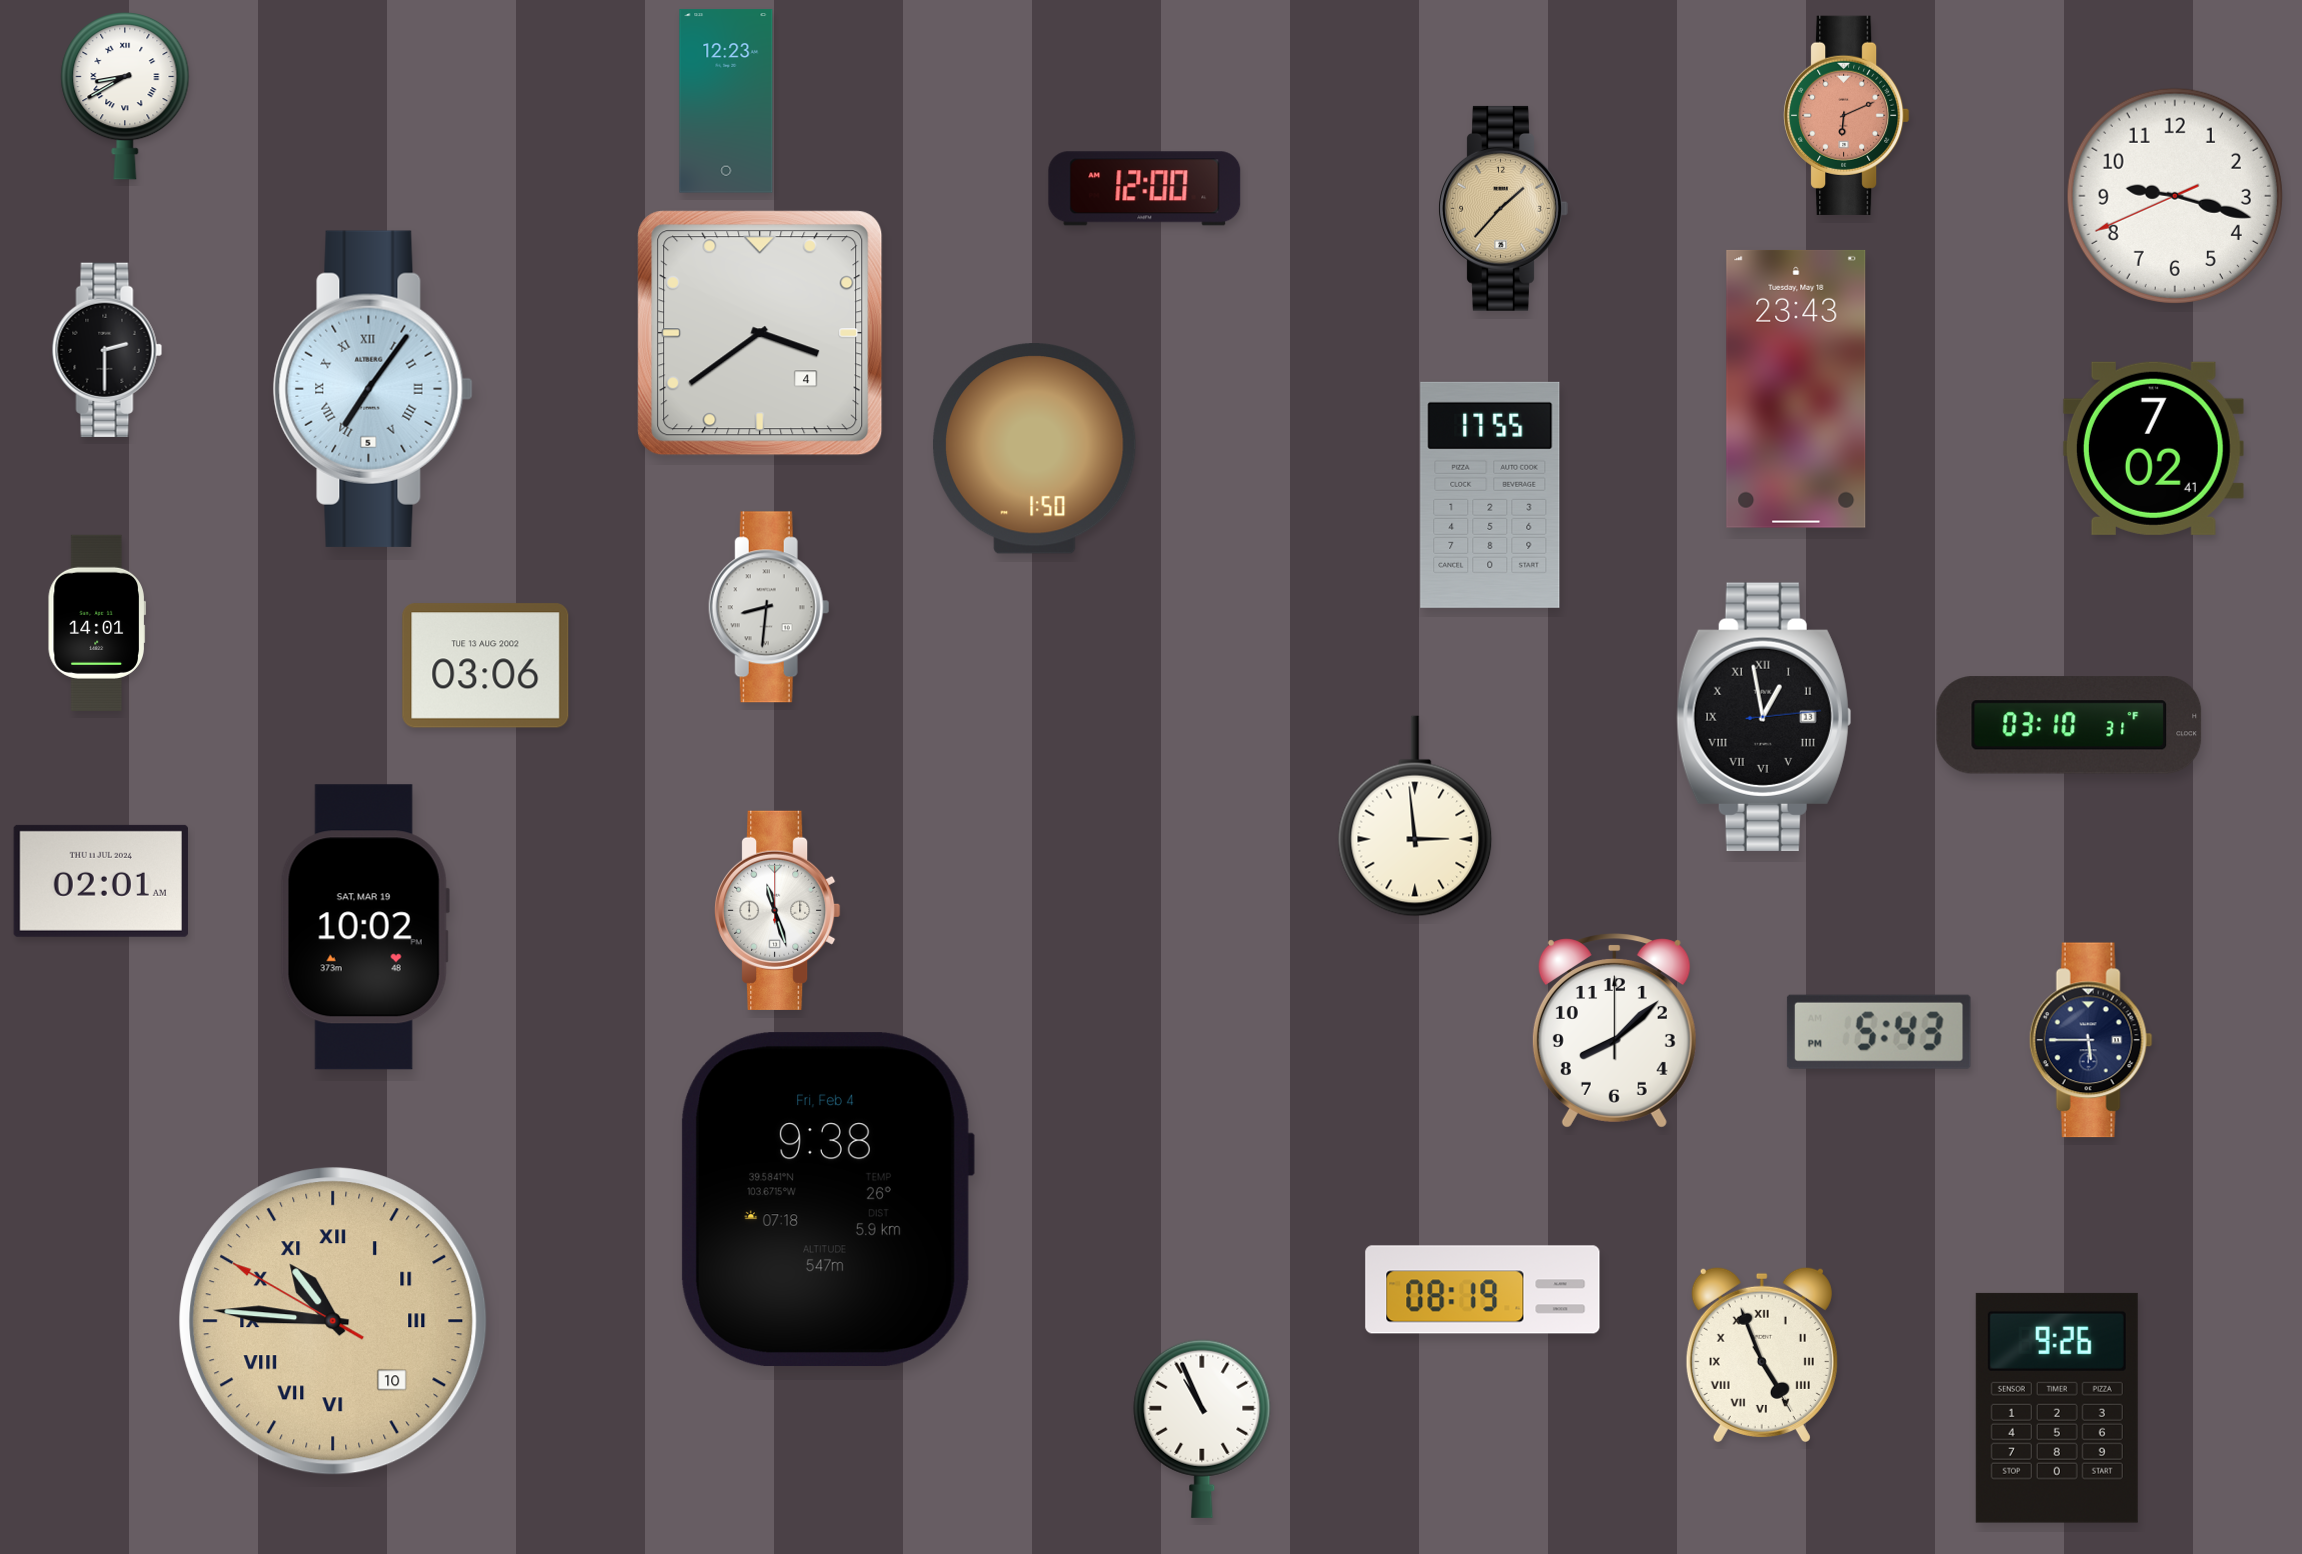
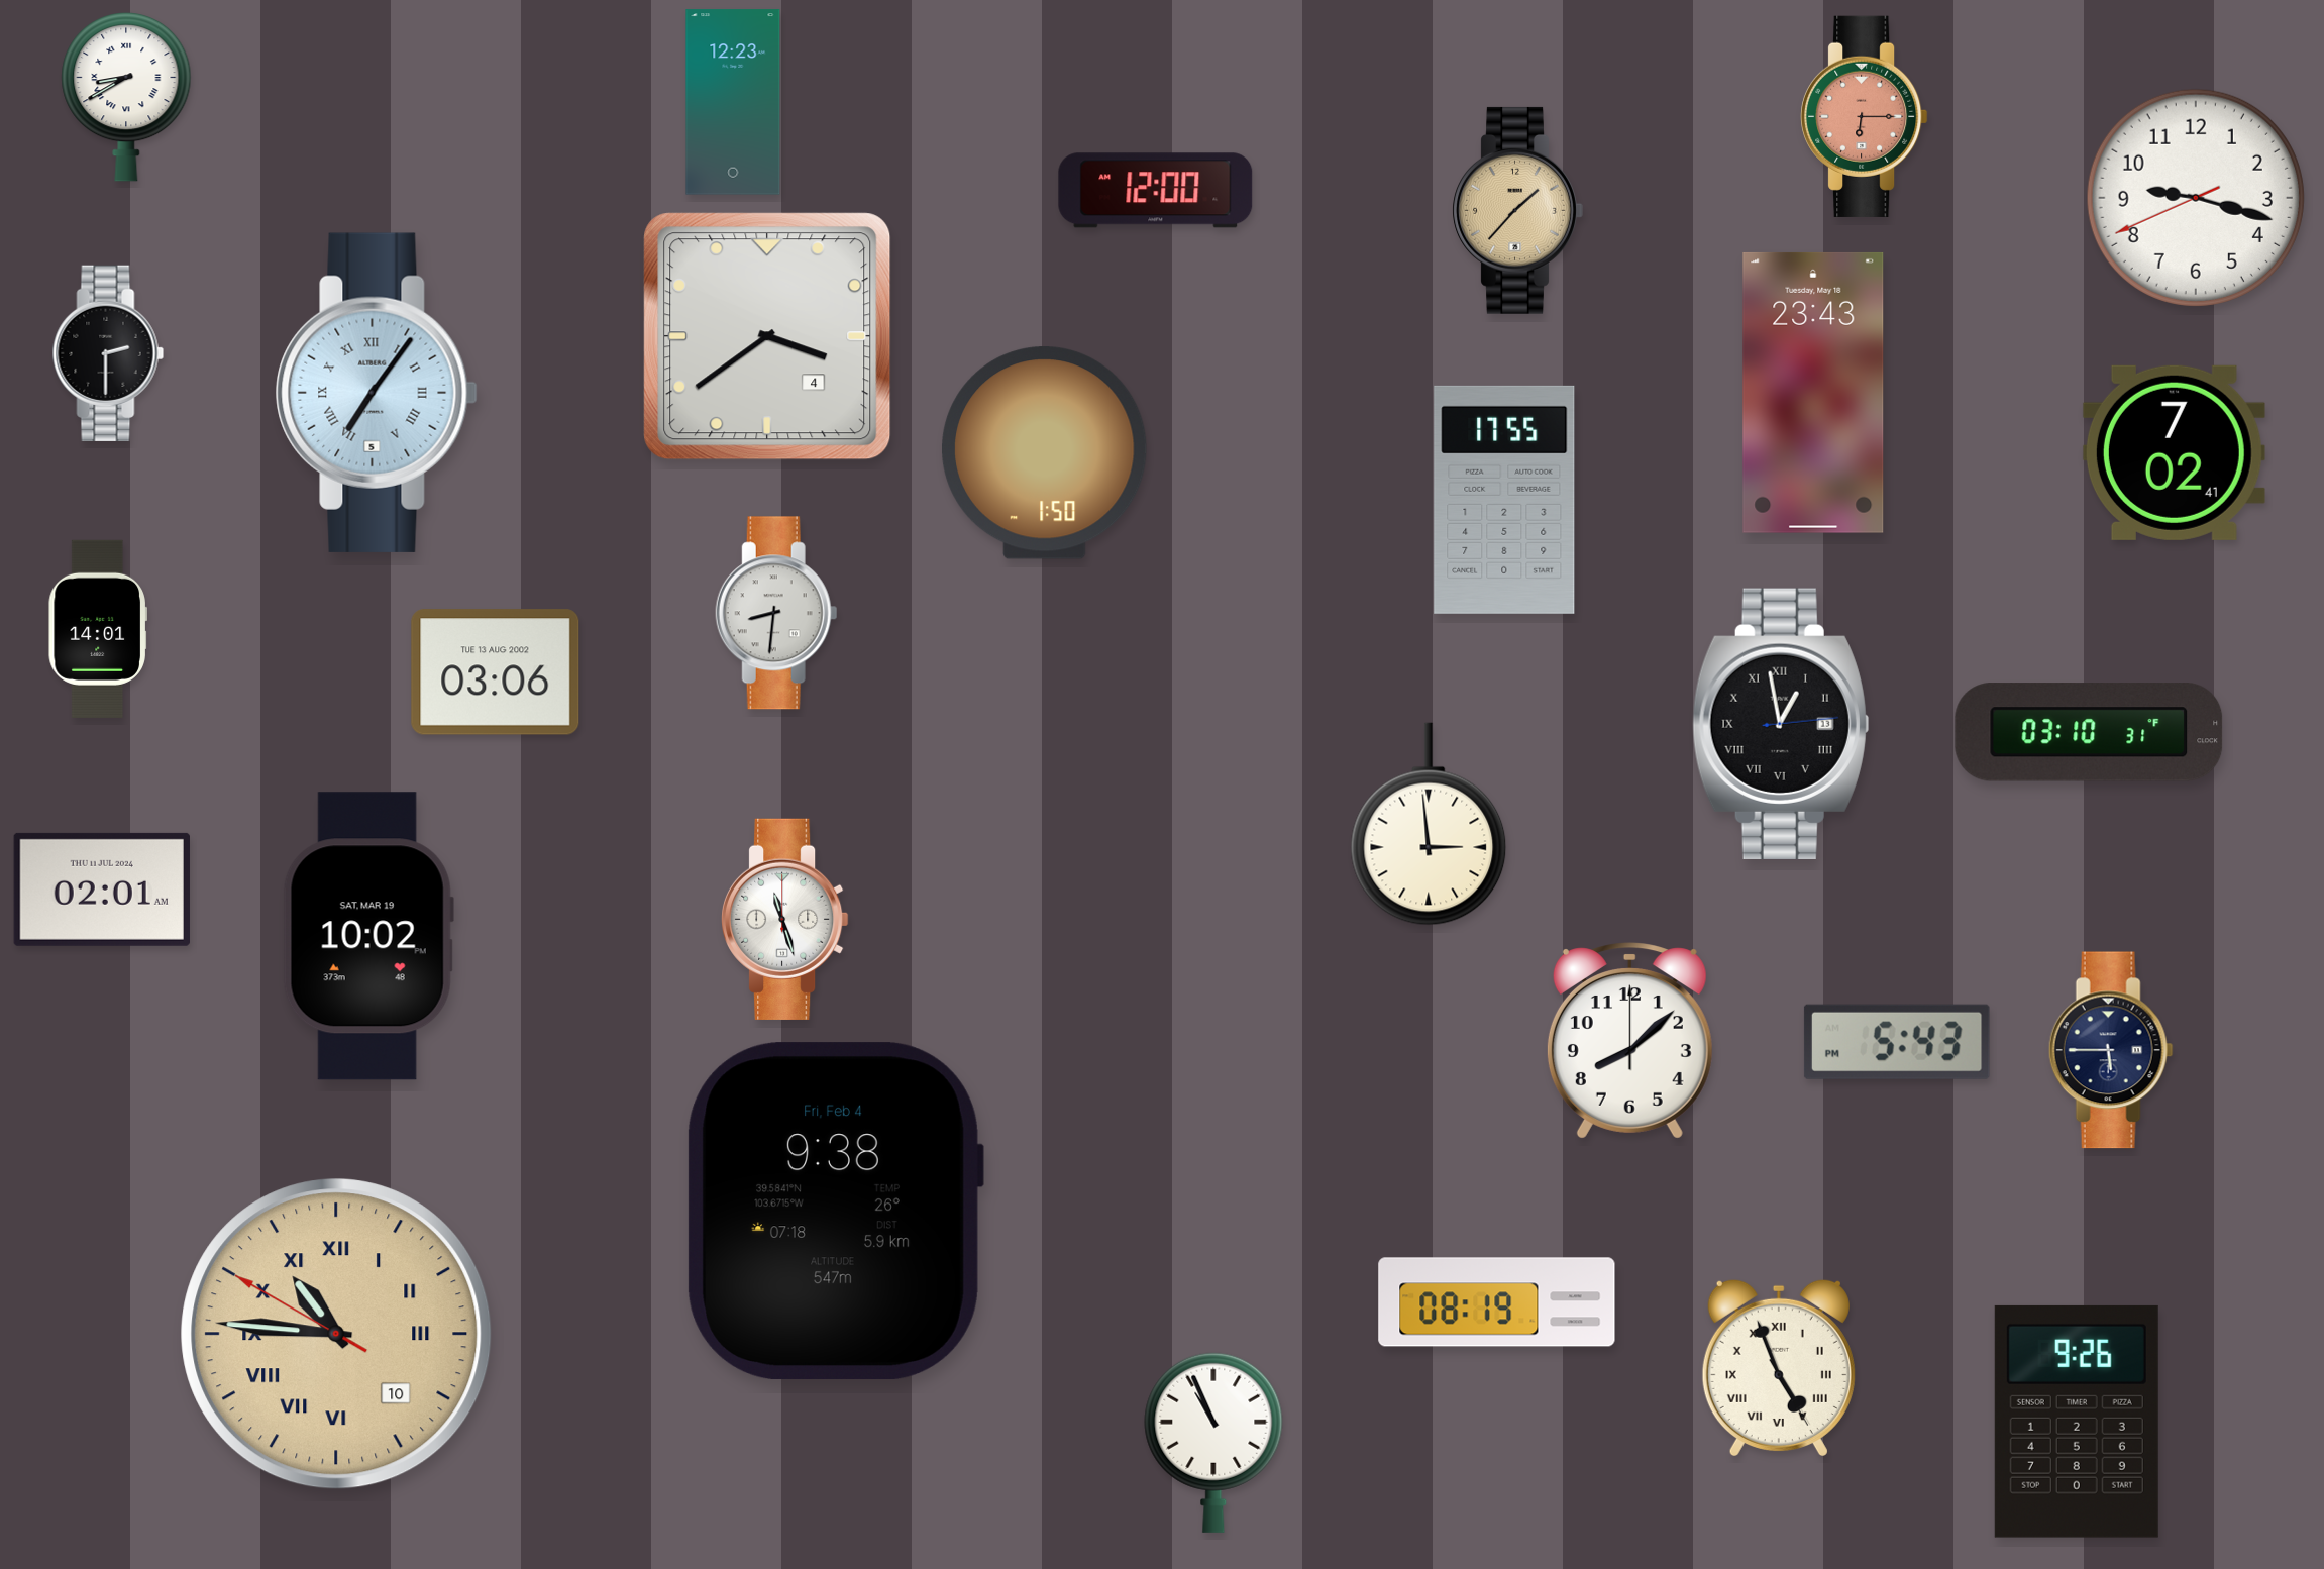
clock at (1847, 115): 6:11 -> 6:15
clock at (486, 666) position: (486, 666) -> (496, 672)
